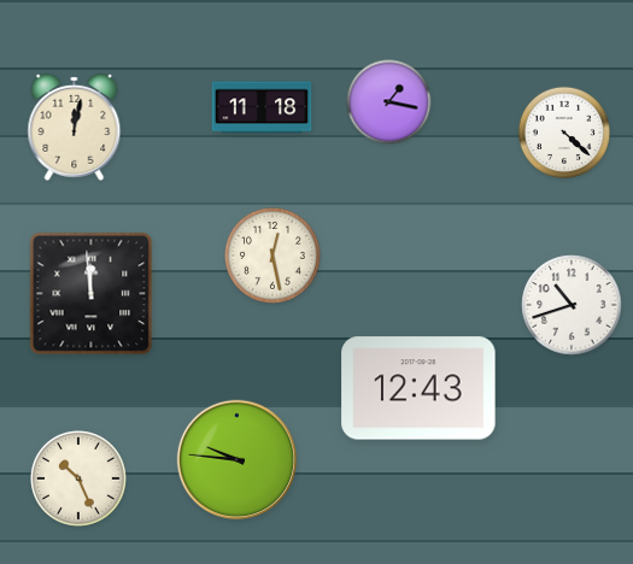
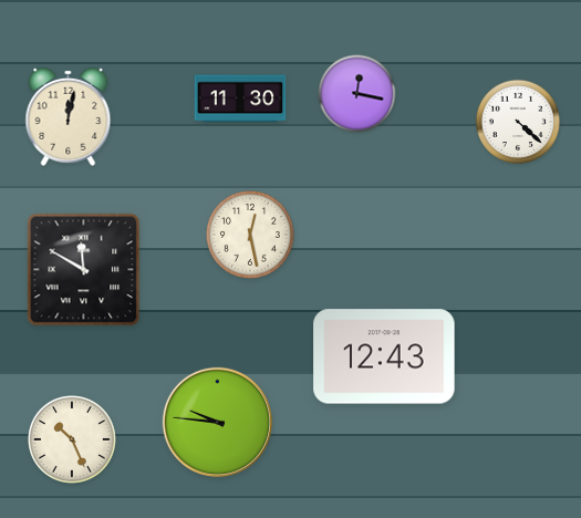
clock at (389, 102): 1:17 -> 12:17
clock at (262, 107): 11:18 -> 11:30
clock at (92, 294): 11:59 -> 11:50
clock at (572, 305): 10:42 -> none
